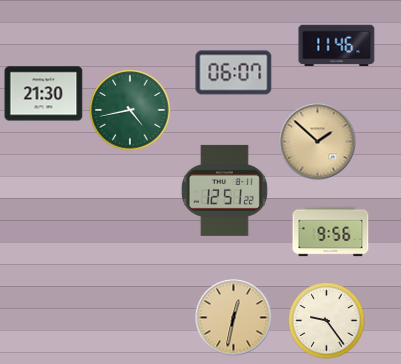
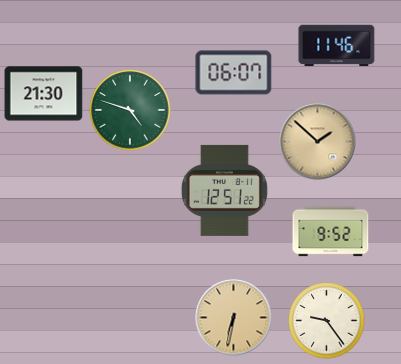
clock at (130, 110): 4:43 -> 4:48
clock at (331, 232): 9:56 -> 9:52
clock at (234, 318): 12:32 -> 6:32
